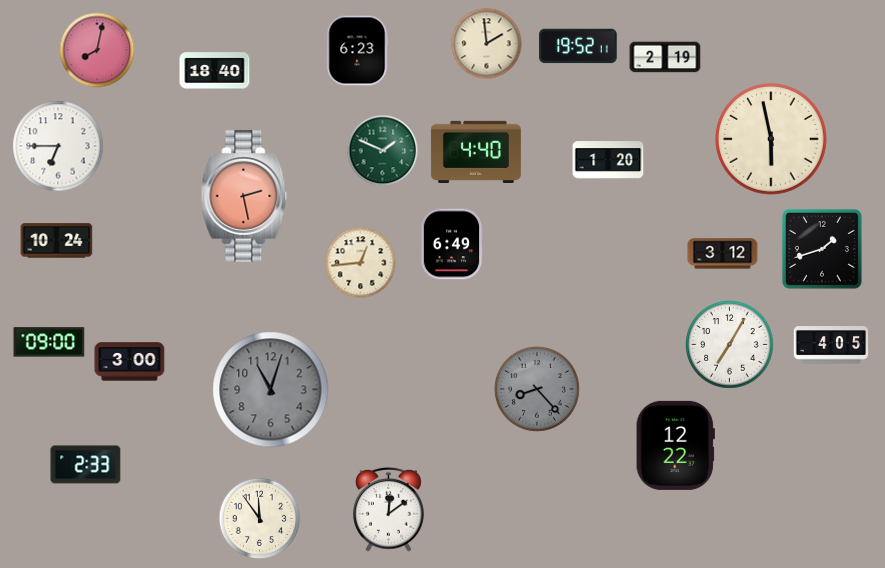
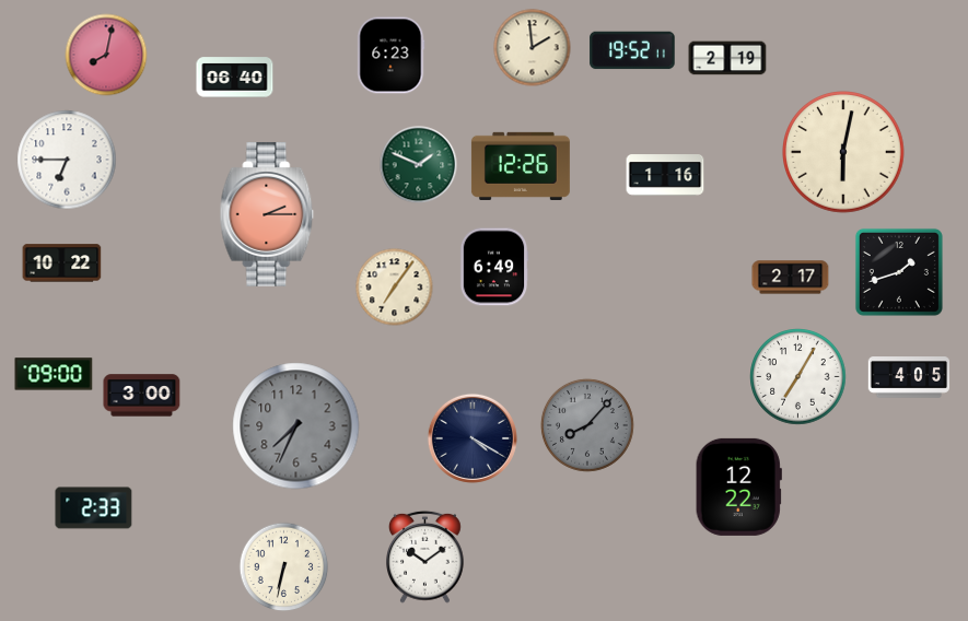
clock at (665, 57) position: (665, 57) -> (727, 58)
clock at (215, 71): 18:40 -> 06:40
clock at (772, 140): 5:58 -> 6:02
clock at (58, 146) position: (58, 146) -> (67, 160)
clock at (476, 152): 4:40 -> 12:26
clock at (608, 160): 1:20 -> 1:16
clock at (244, 196): 2:28 -> 2:15
clock at (57, 241): 10:24 -> 10:22
clock at (723, 254): 3:12 -> 2:17
clock at (361, 263): 12:44 -> 7:06
clock at (537, 389): 8:23 -> 8:07
clock at (271, 390): 11:03 -> 7:34
clock at (473, 438): none -> 4:20
clock at (389, 509): 12:09 -> 10:09
clock at (260, 519): 11:54 -> 6:32
